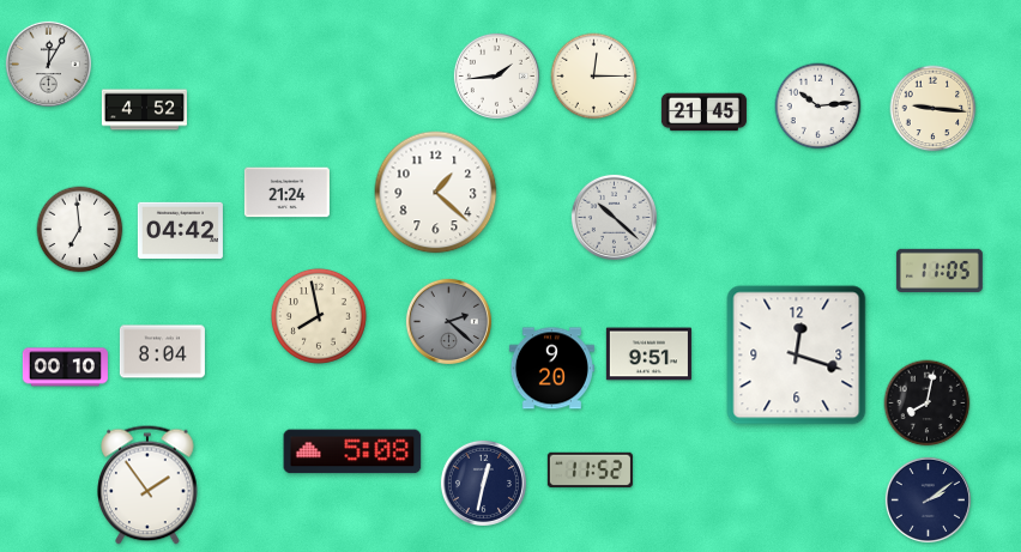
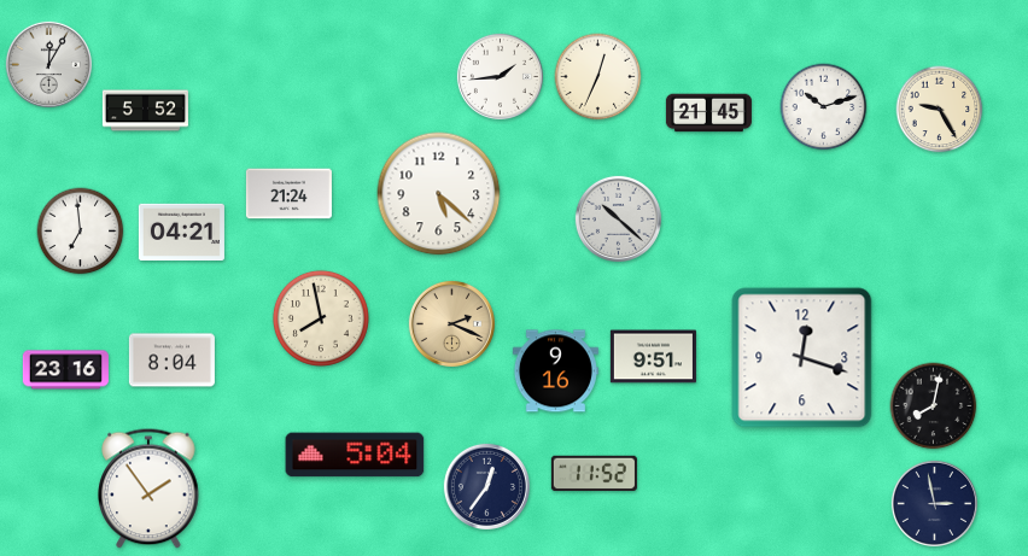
clock at (594, 77): 12:15 -> 12:34
clock at (818, 107): 10:14 -> 10:12
clock at (934, 109): 9:16 -> 9:25
clock at (144, 110): 4:52 -> 5:52
clock at (436, 193): 1:22 -> 5:22
clock at (180, 230): 04:42 -> 04:21
clock at (940, 269): 11:05 -> none
clock at (448, 321): 2:22 -> 2:19
clock at (448, 321) dial: grey -> champagne
clock at (162, 352) position: (162, 352) -> (171, 361)
clock at (65, 368): 00:10 -> 23:16
clock at (551, 369): 9:20 -> 9:16
clock at (352, 451): 5:08 -> 5:04
clock at (483, 483): 12:32 -> 12:36
clock at (928, 499): 2:09 -> 2:58
